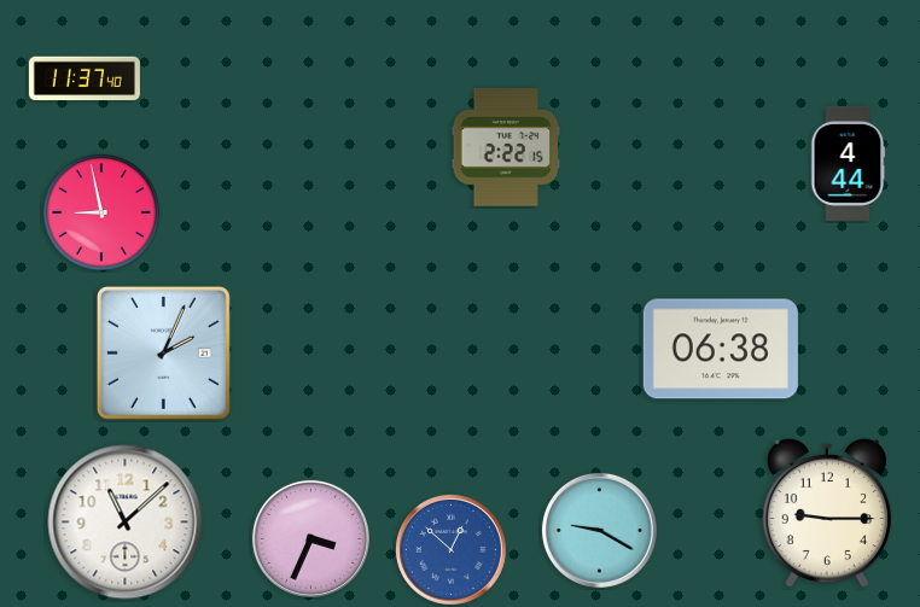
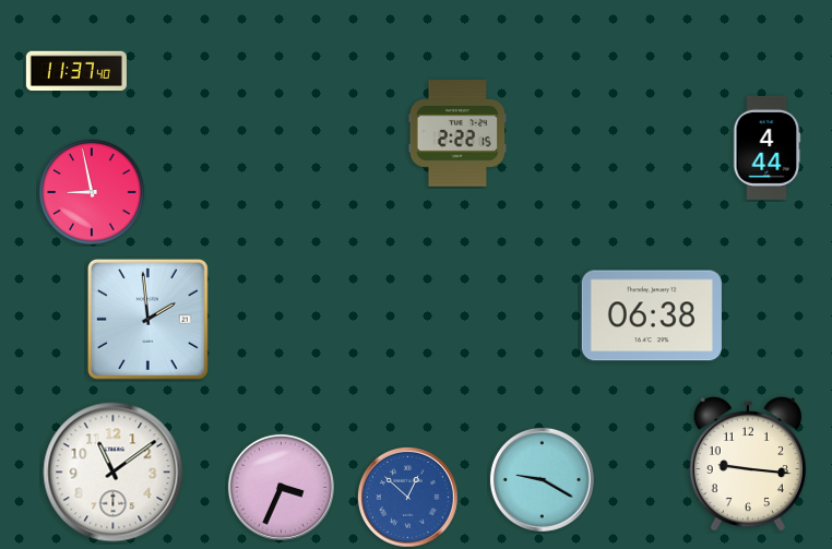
clock at (163, 352): 2:04 -> 1:59
clock at (827, 513): 9:15 -> 9:16
clock at (126, 523): 11:08 -> 11:09
